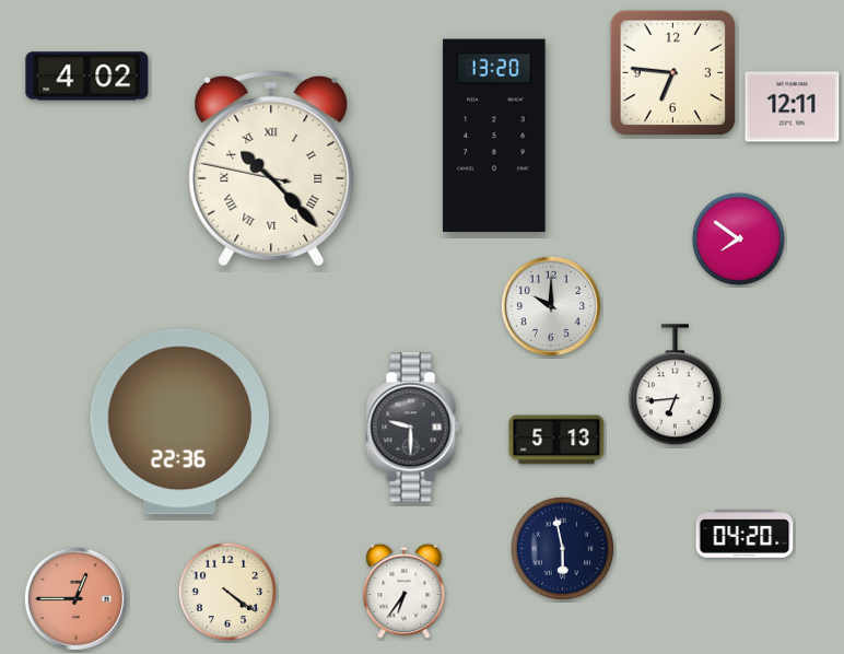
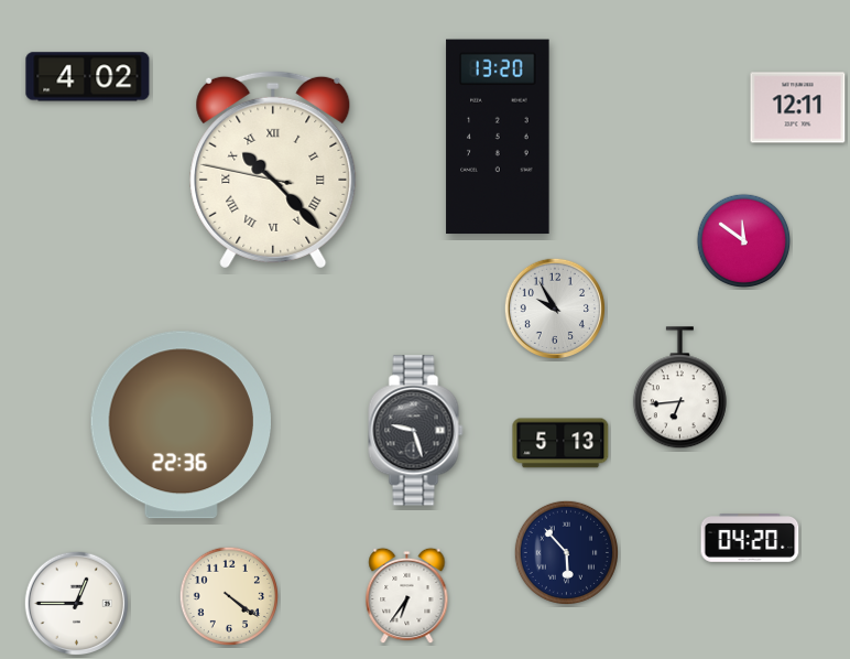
clock at (673, 73): 6:46 -> none
clock at (739, 240): 7:51 -> 11:51
clock at (550, 305): 10:00 -> 9:55
clock at (413, 428): 9:30 -> 9:27
clock at (562, 548): 5:58 -> 5:53
clock at (77, 599) dial: salmon -> white
